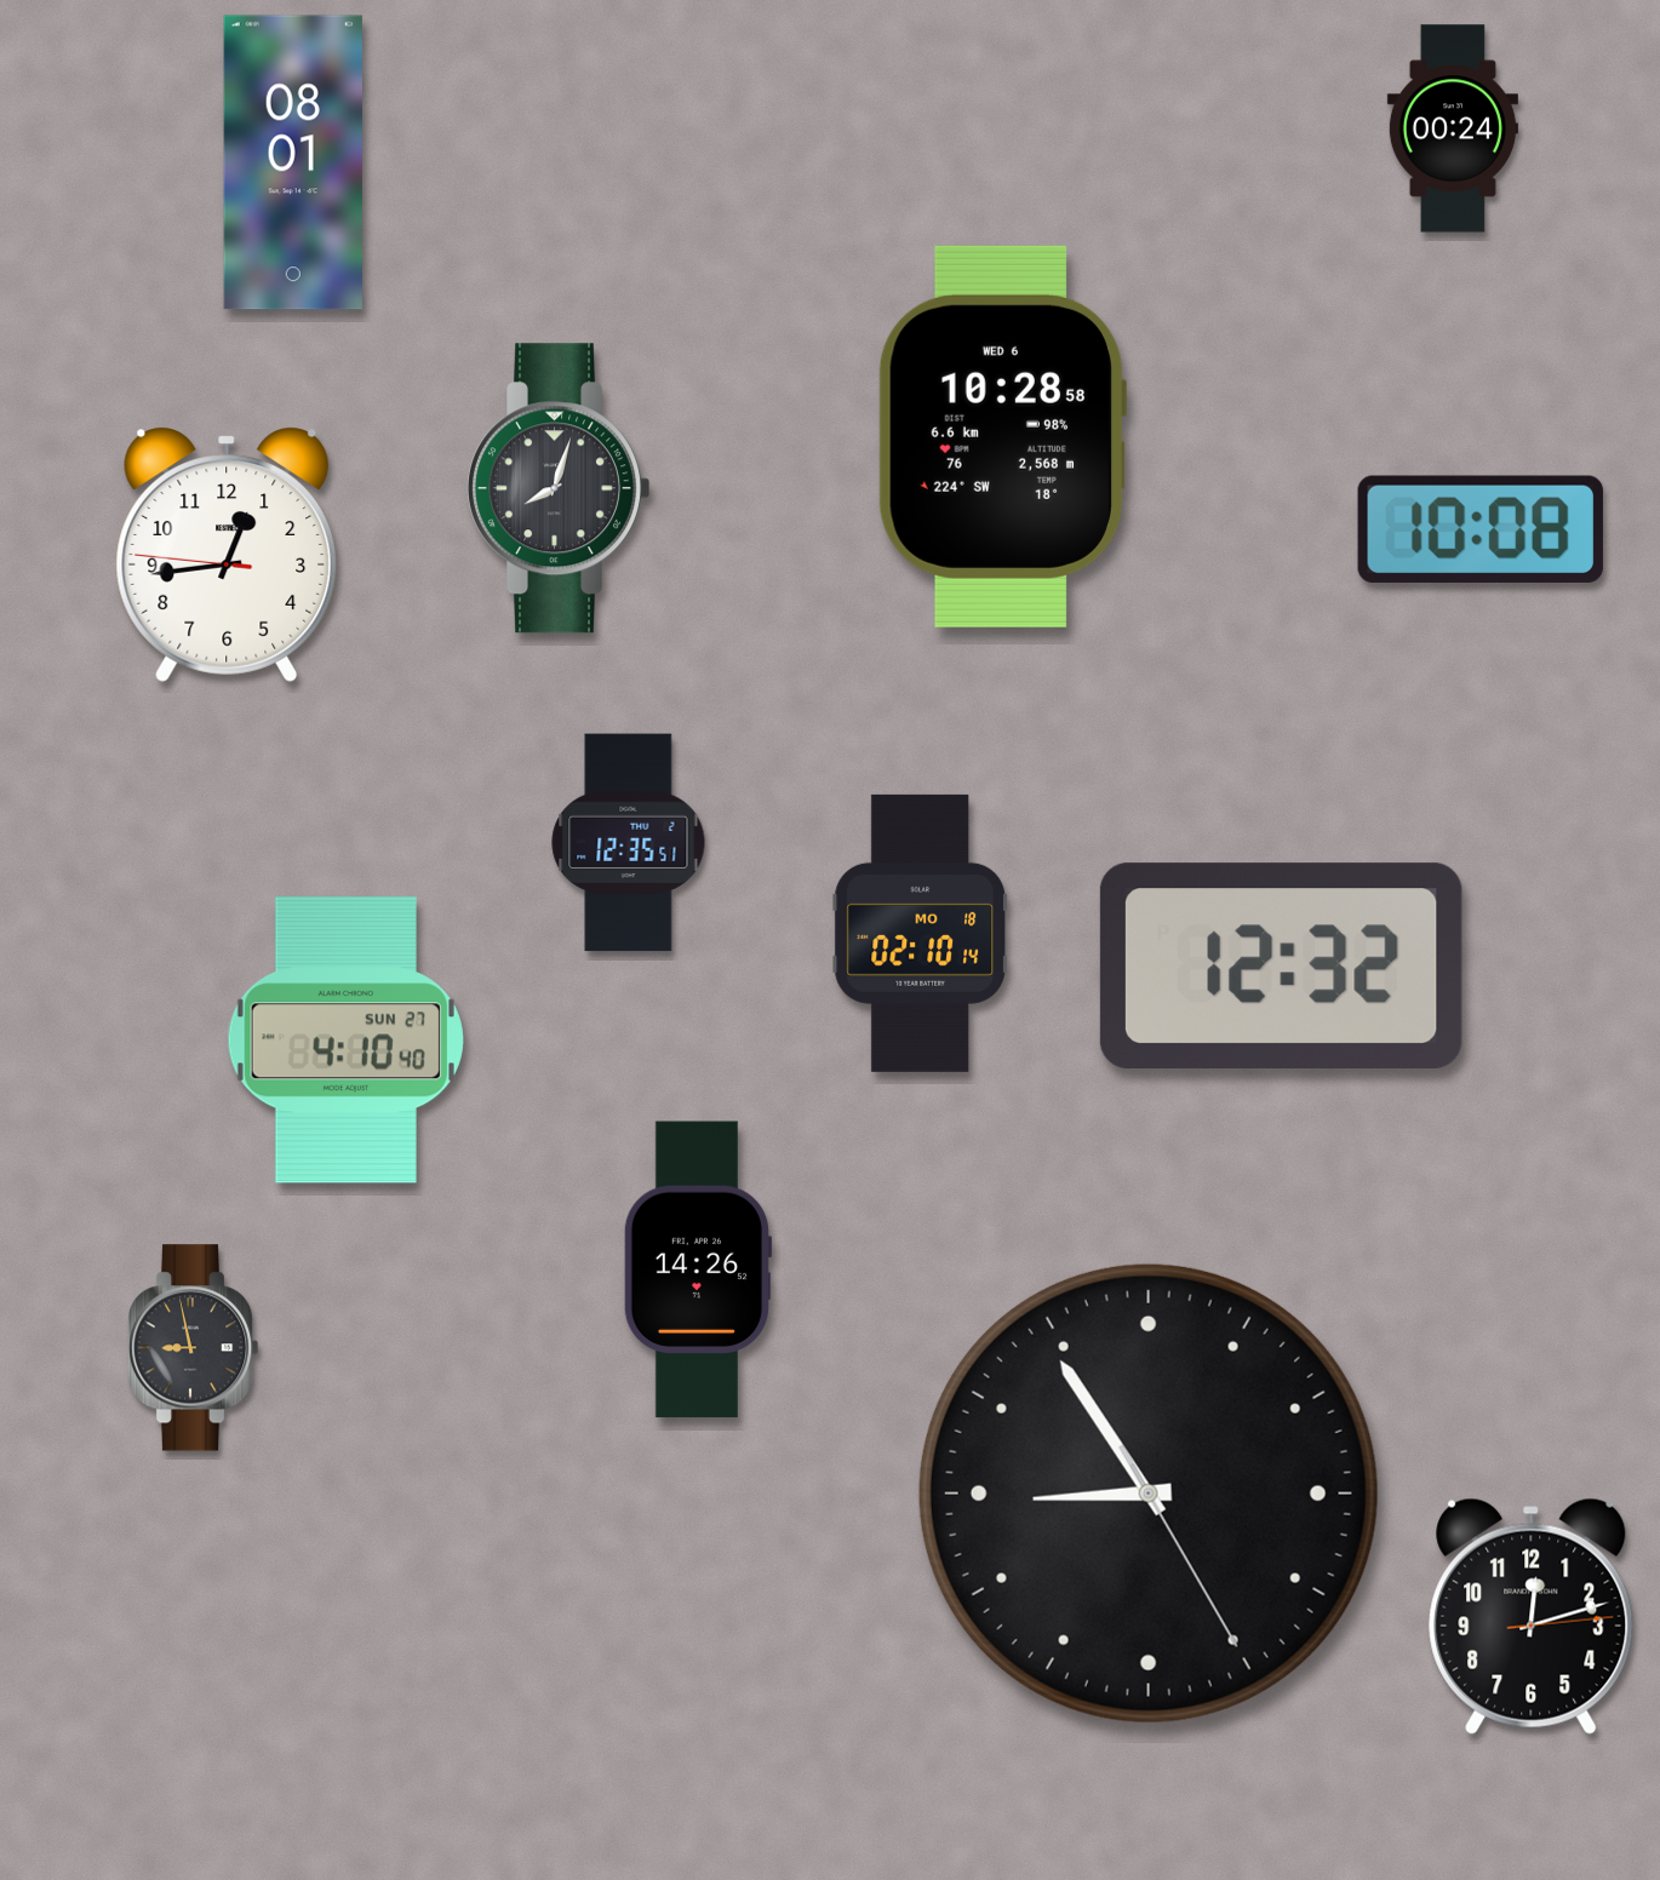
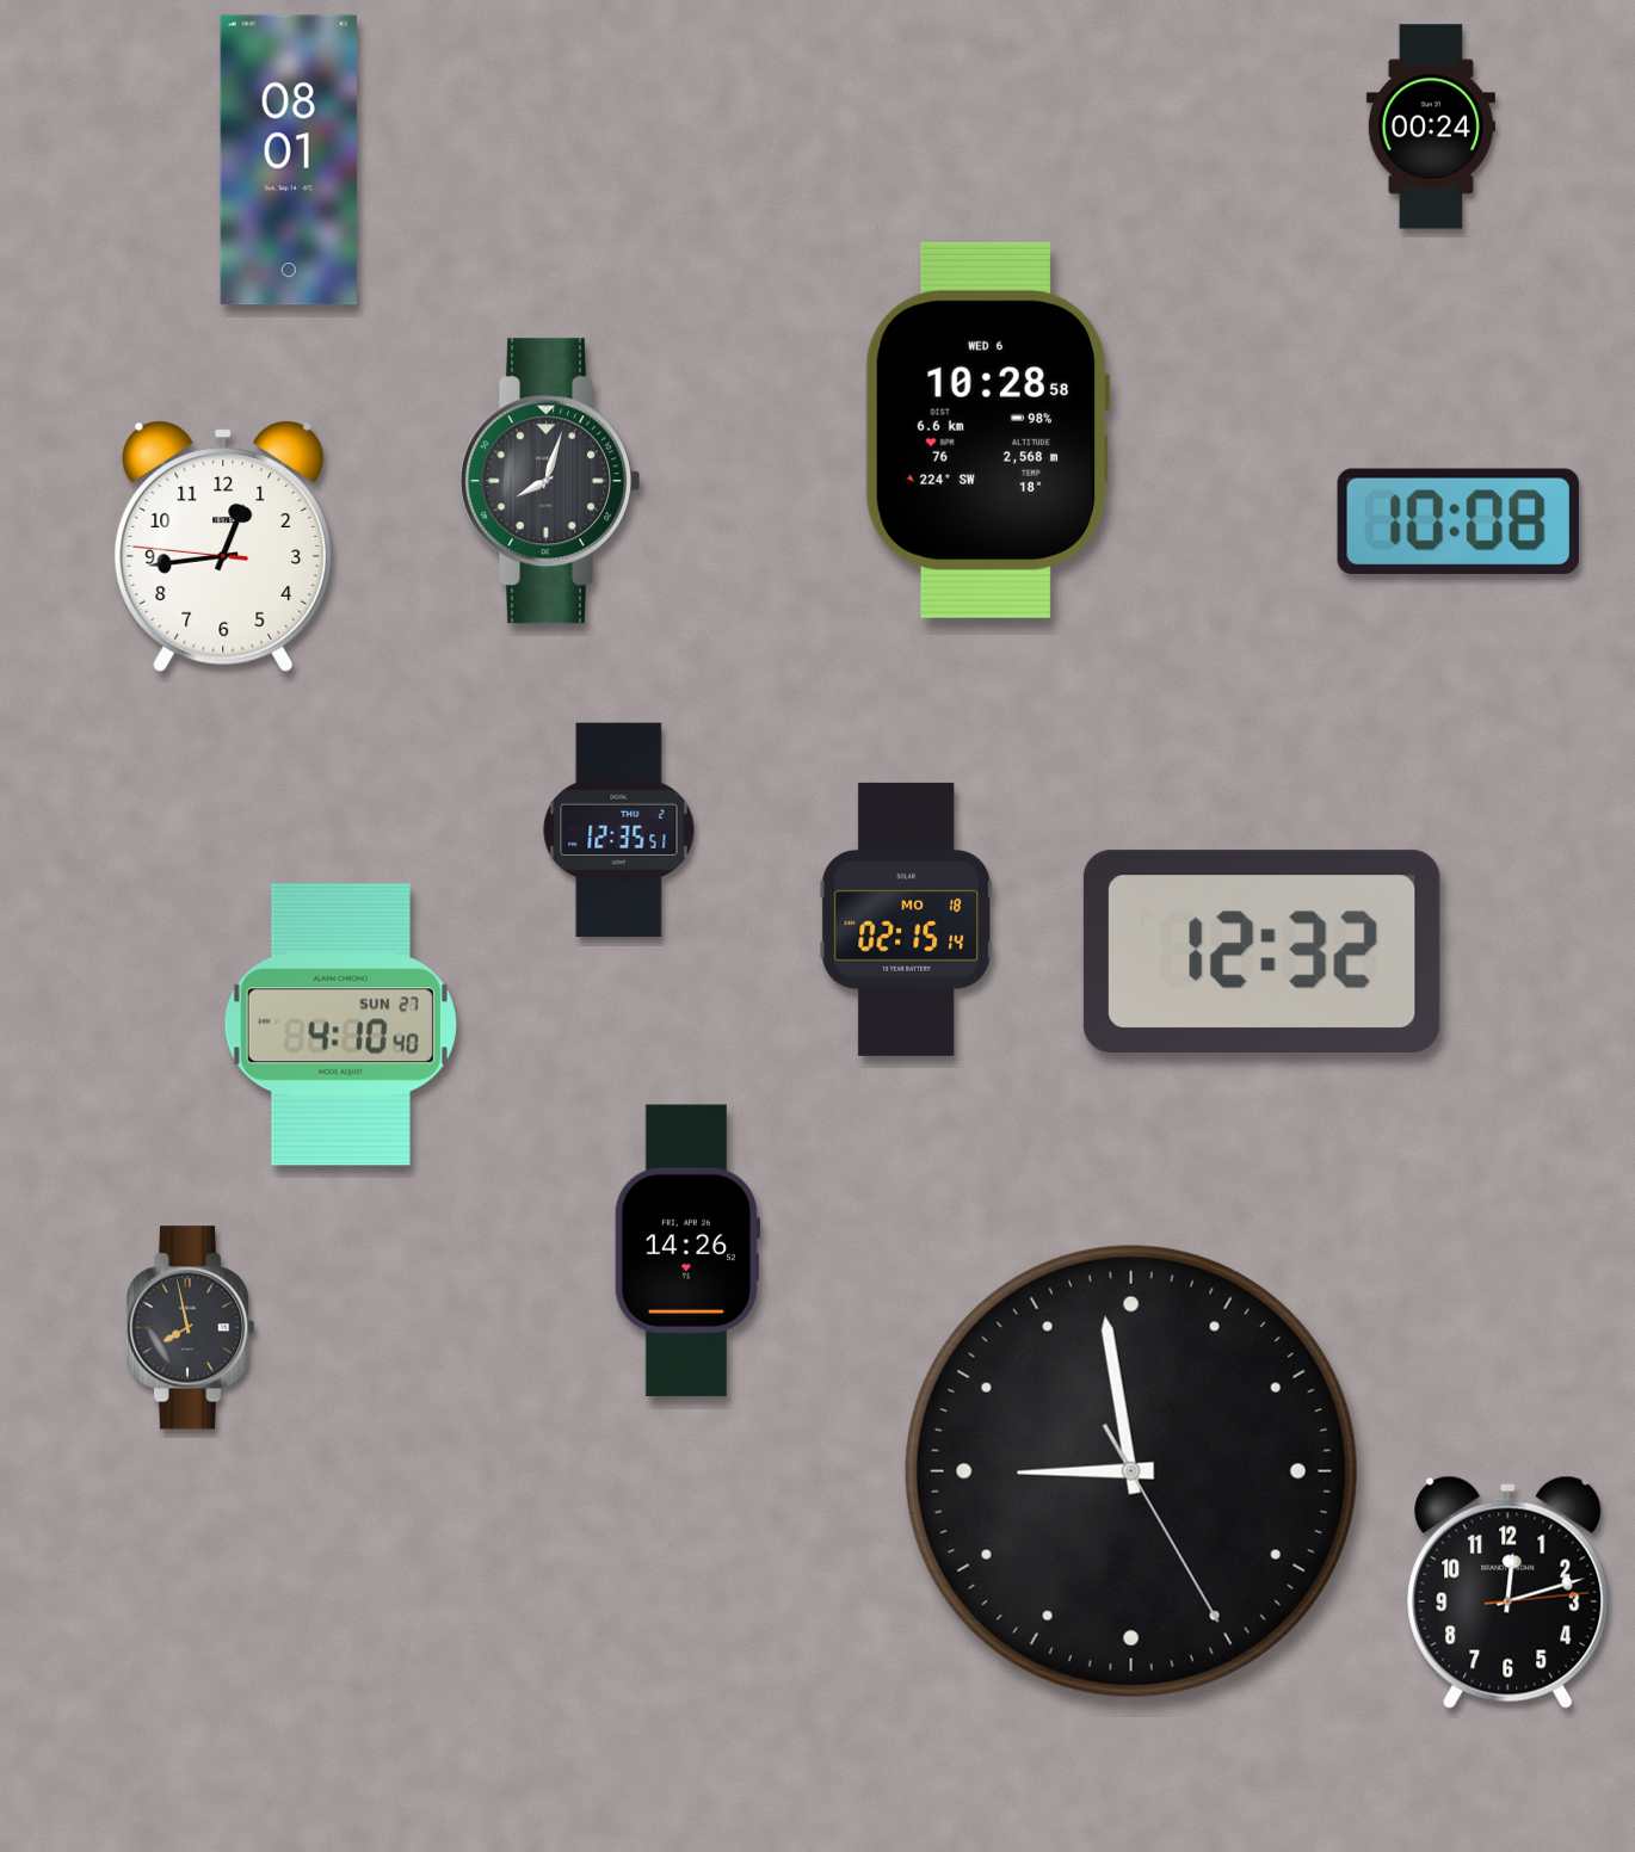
clock at (921, 933): 02:10 -> 02:15
clock at (193, 1348): 8:58 -> 7:58
clock at (1149, 1494): 8:54 -> 8:58
